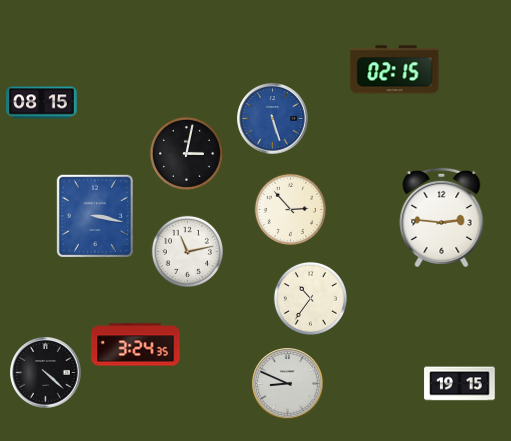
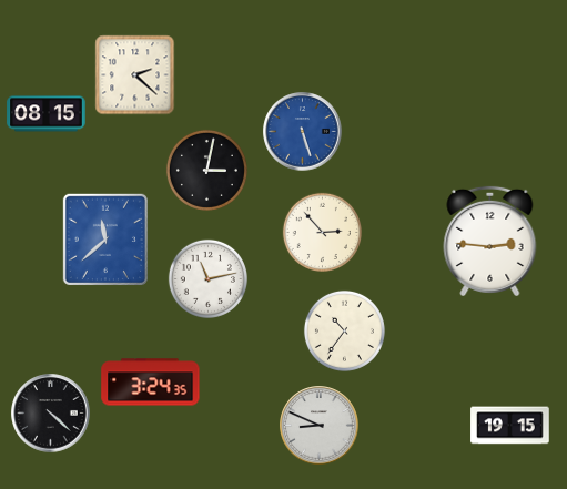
clock at (135, 75): none -> 2:22
clock at (395, 70): 02:15 -> none
clock at (95, 216): 3:17 -> 11:38
